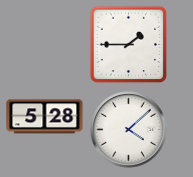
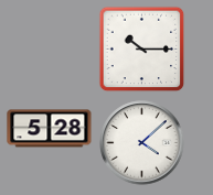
clock at (128, 44): 1:45 -> 10:15
